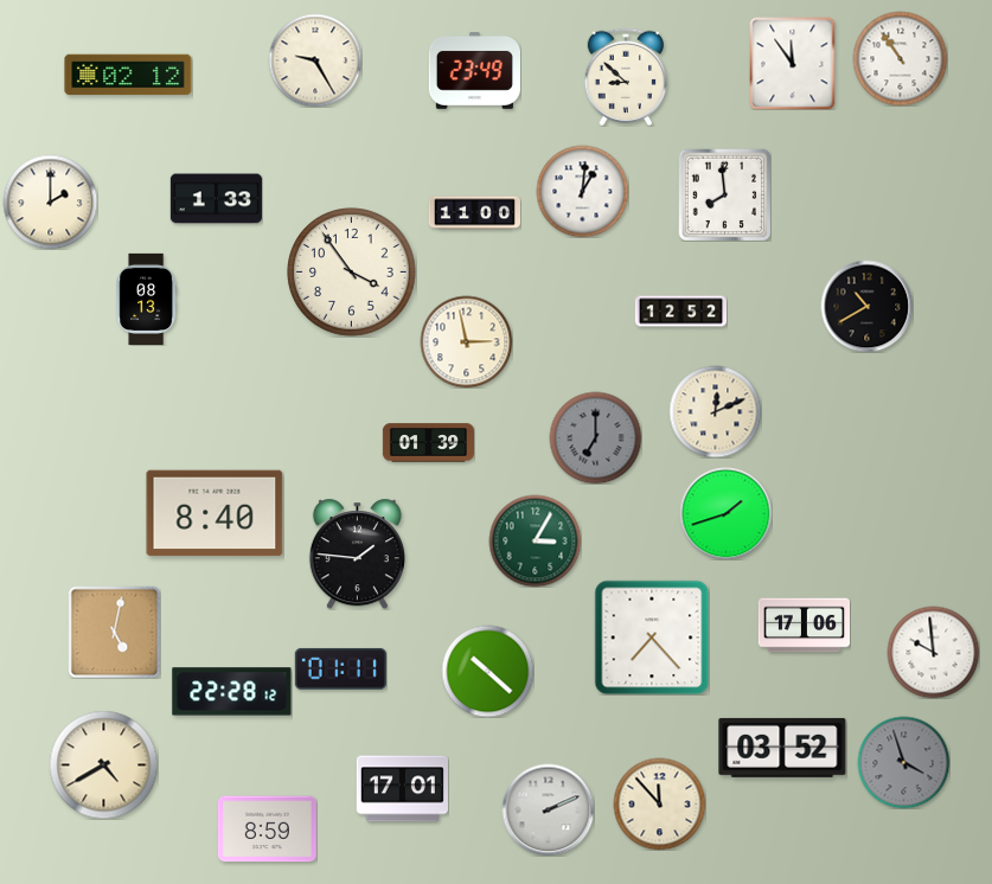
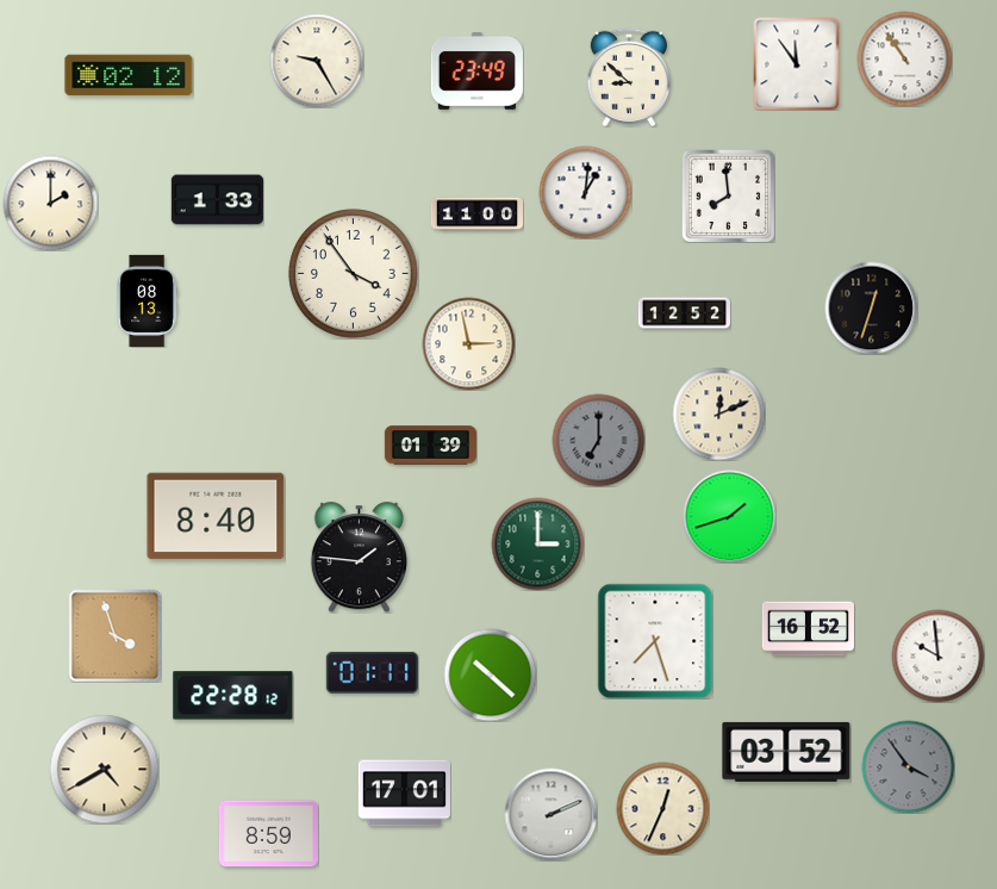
clock at (866, 306): 10:40 -> 12:33
clock at (535, 540): 3:05 -> 3:00
clock at (804, 626): 17:06 -> 16:52
clock at (114, 632): 5:02 -> 3:57
clock at (652, 638): 7:23 -> 7:27
clock at (340, 668) position: (340, 668) -> (372, 672)
clock at (903, 762): 3:57 -> 3:54
clock at (659, 803): 11:53 -> 12:34
